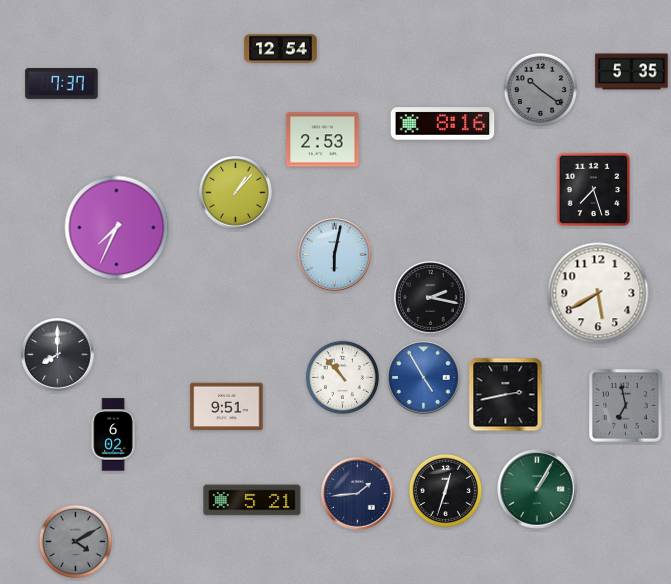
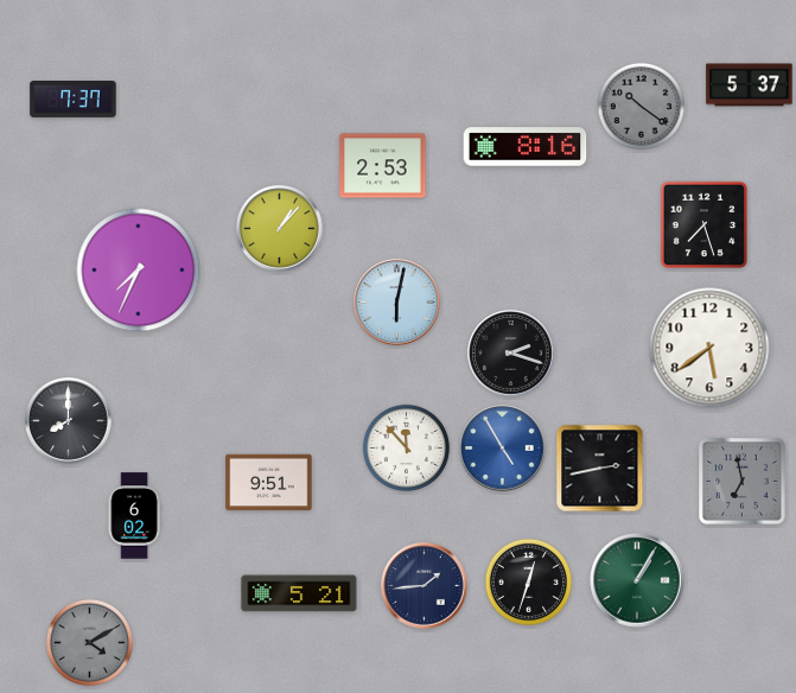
clock at (281, 49): 12:54 -> none
clock at (632, 72): 5:35 -> 5:37
clock at (598, 293): 5:40 -> 5:39
clock at (431, 298): 2:17 -> 2:18
clock at (342, 377): 10:53 -> 11:53
